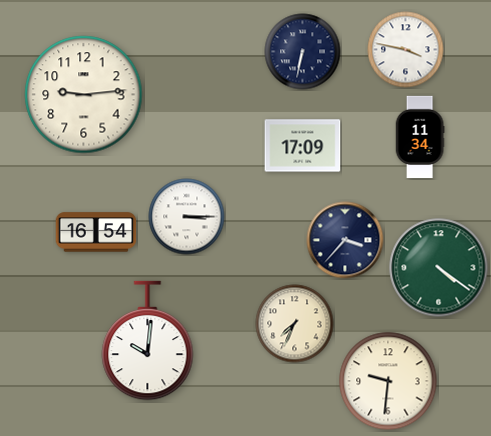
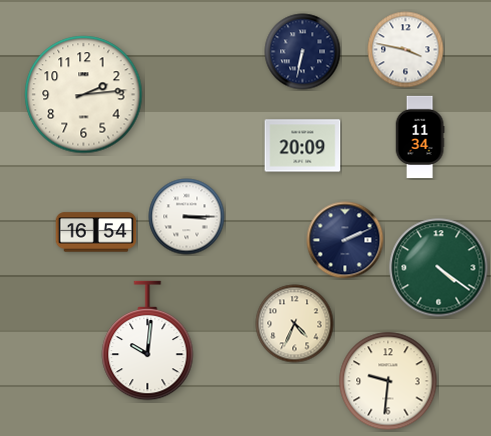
clock at (84, 95): 9:14 -> 2:14
clock at (303, 146): 17:09 -> 20:09
clock at (345, 240): 3:37 -> 2:11
clock at (295, 324): 7:34 -> 4:34
